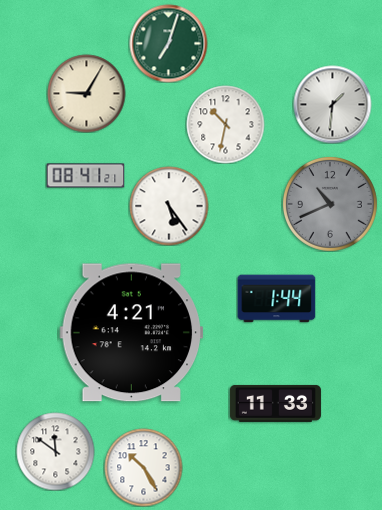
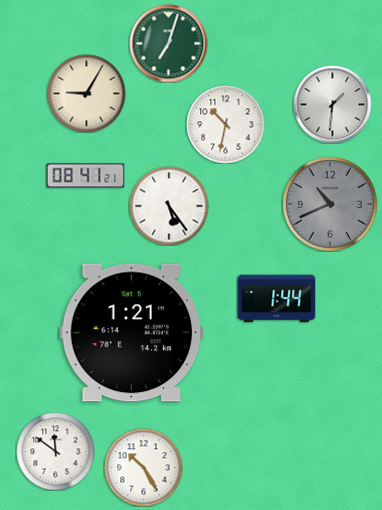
clock at (132, 333): 4:21 -> 1:21
clock at (275, 403): 11:33 -> none
